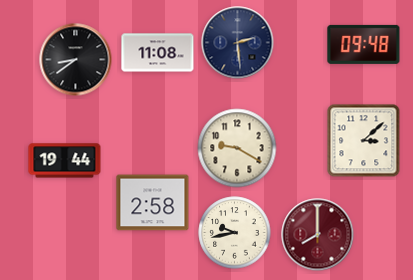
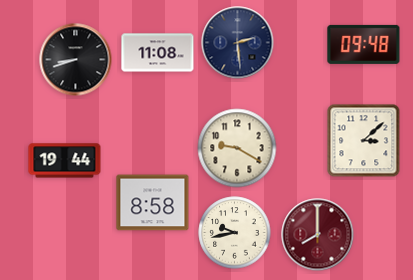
clock at (76, 60): 8:39 -> 8:42
clock at (153, 203): 2:58 -> 8:58
